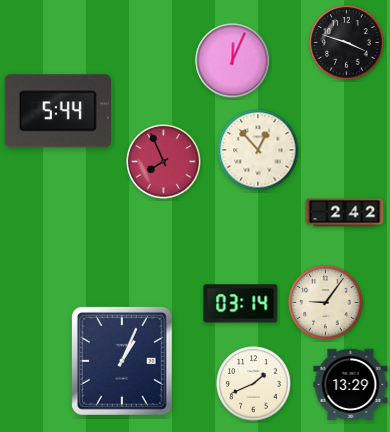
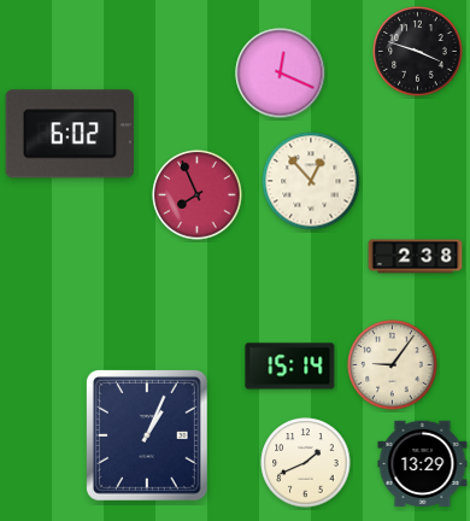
clock at (233, 61): 12:04 -> 12:19
clock at (58, 111): 5:44 -> 6:02
clock at (345, 213): 2:42 -> 2:38
clock at (241, 304): 03:14 -> 15:14
